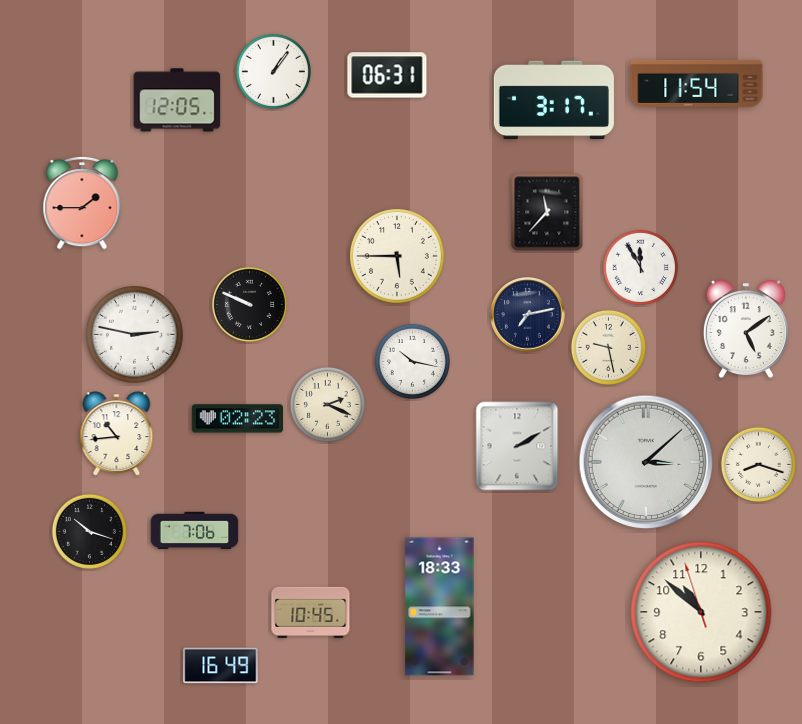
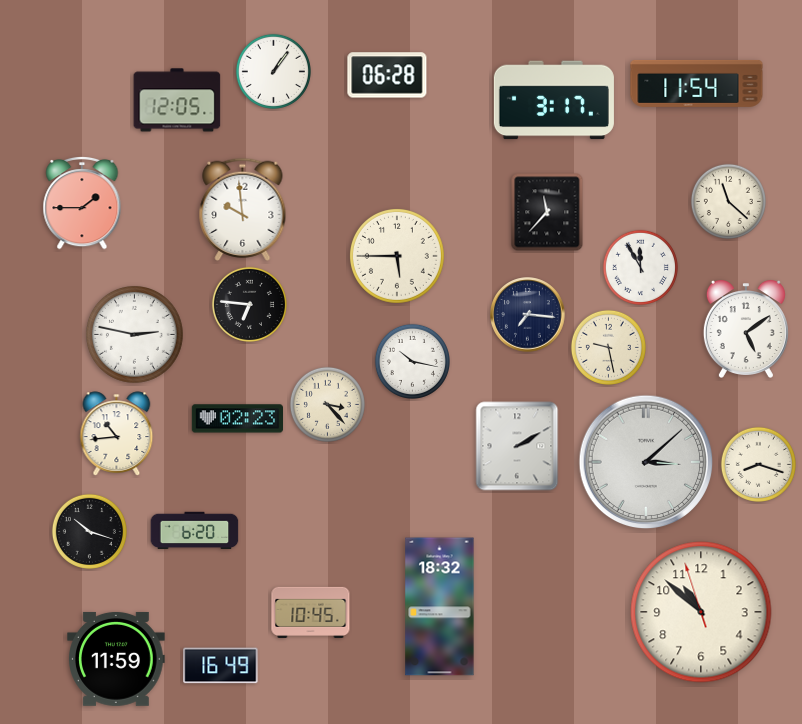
clock at (387, 75): 06:31 -> 06:28
clock at (728, 201): none -> 11:22
clock at (243, 209): none -> 9:59
clock at (249, 304): 9:49 -> 6:46
clock at (528, 315): 7:13 -> 7:16
clock at (327, 404): 2:19 -> 3:23
clock at (195, 531): 7:06 -> 6:20
clock at (440, 607): 18:33 -> 18:32
clock at (116, 659): none -> 11:59
